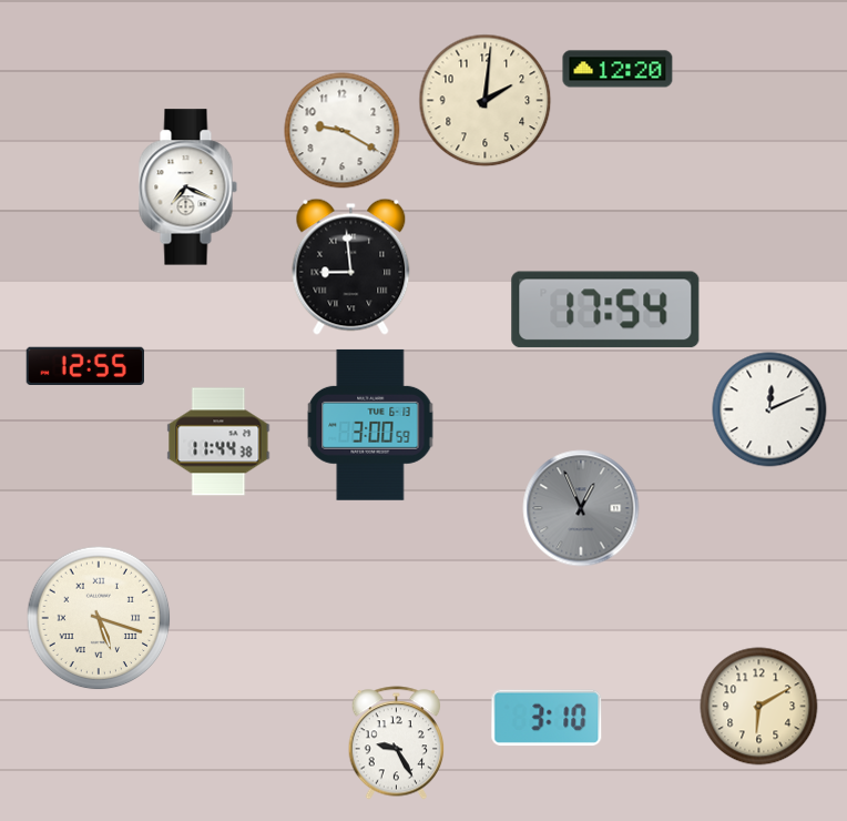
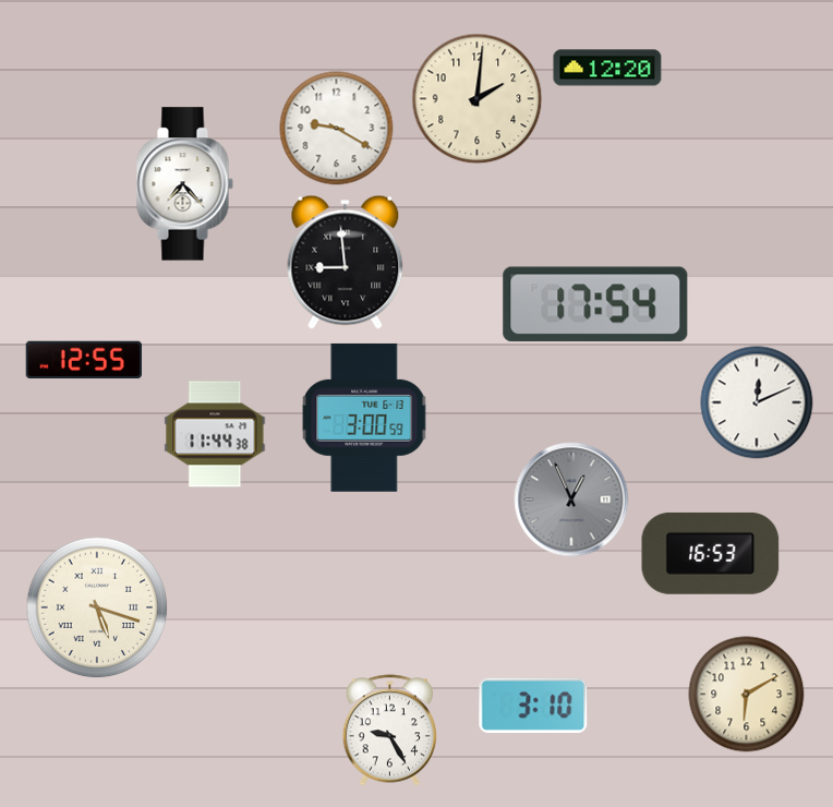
clock at (187, 187): 7:19 -> 7:23
clock at (711, 553): none -> 16:53
clock at (547, 718) position: (547, 718) -> (533, 706)
